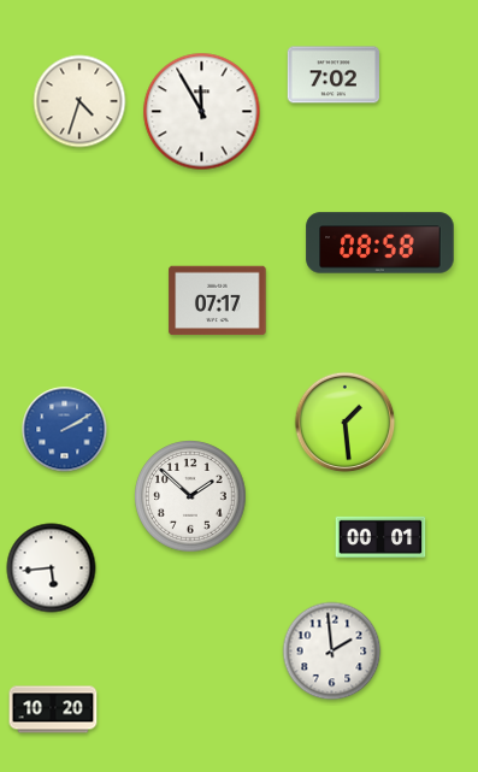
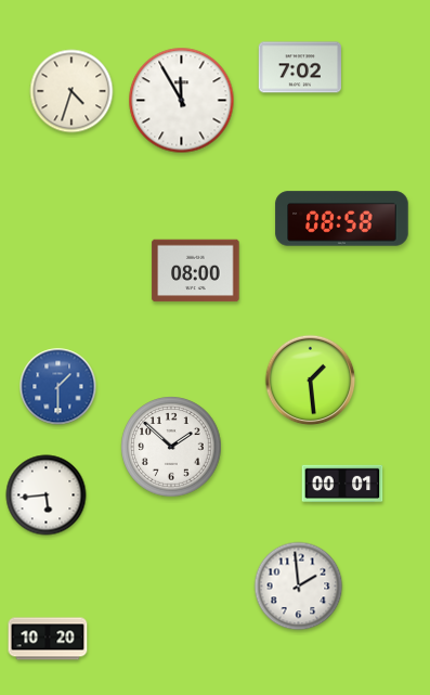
clock at (218, 301): 07:17 -> 08:00
clock at (65, 430): 2:10 -> 1:30
clock at (52, 568) position: (52, 568) -> (47, 495)
